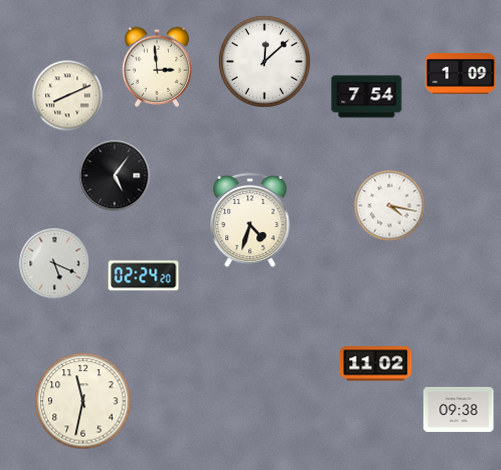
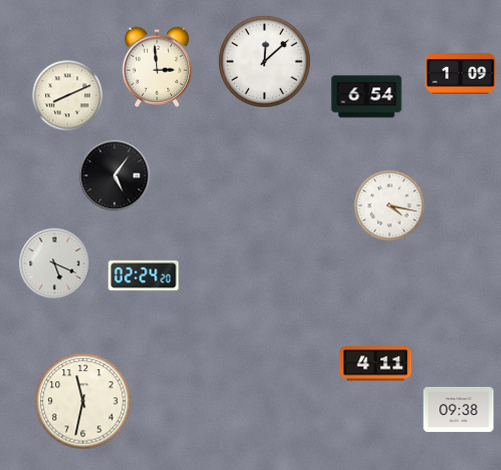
clock at (367, 97): 7:54 -> 6:54
clock at (250, 220): 4:33 -> none
clock at (376, 364): 11:02 -> 4:11
